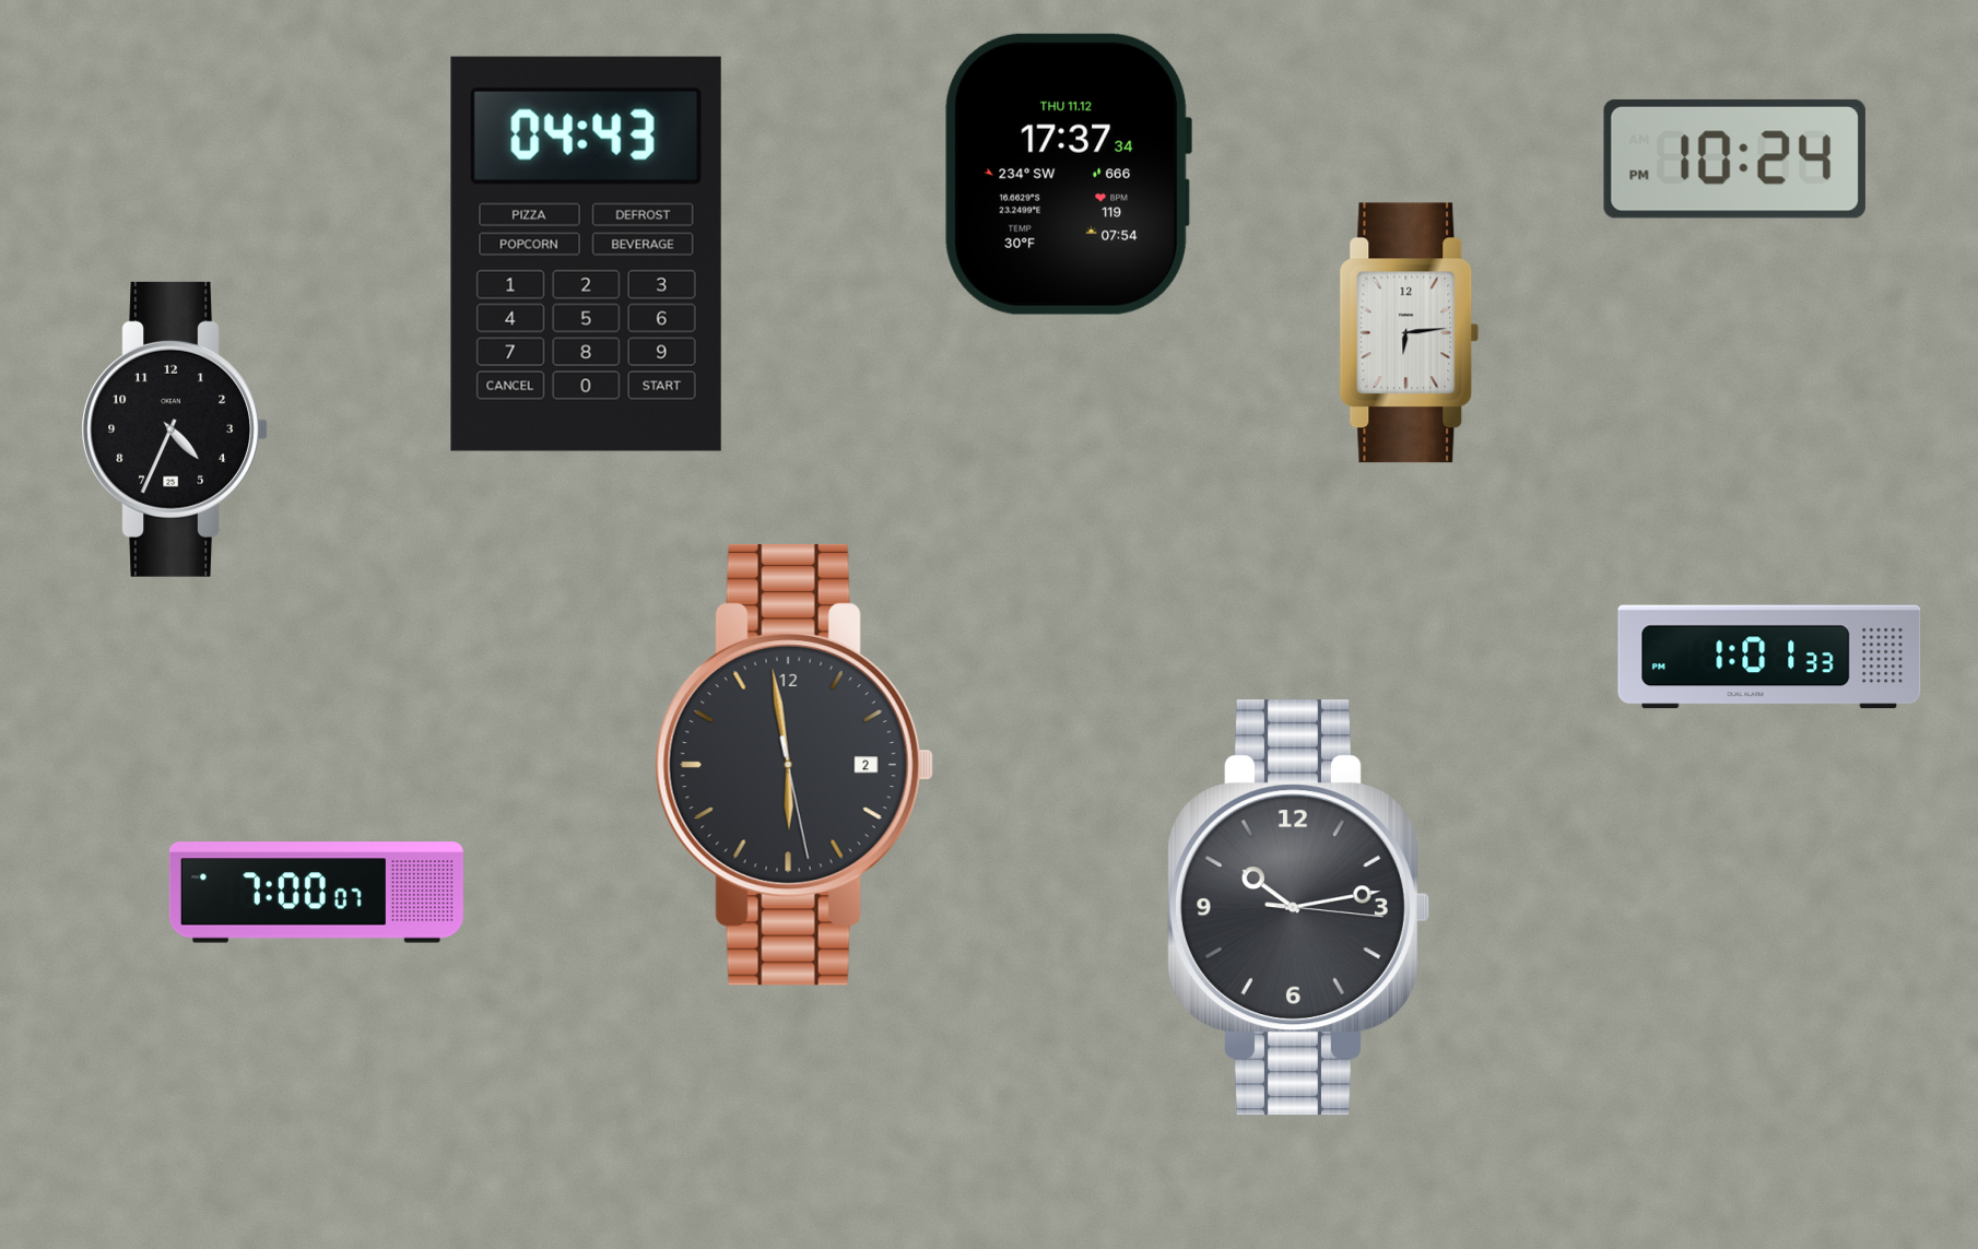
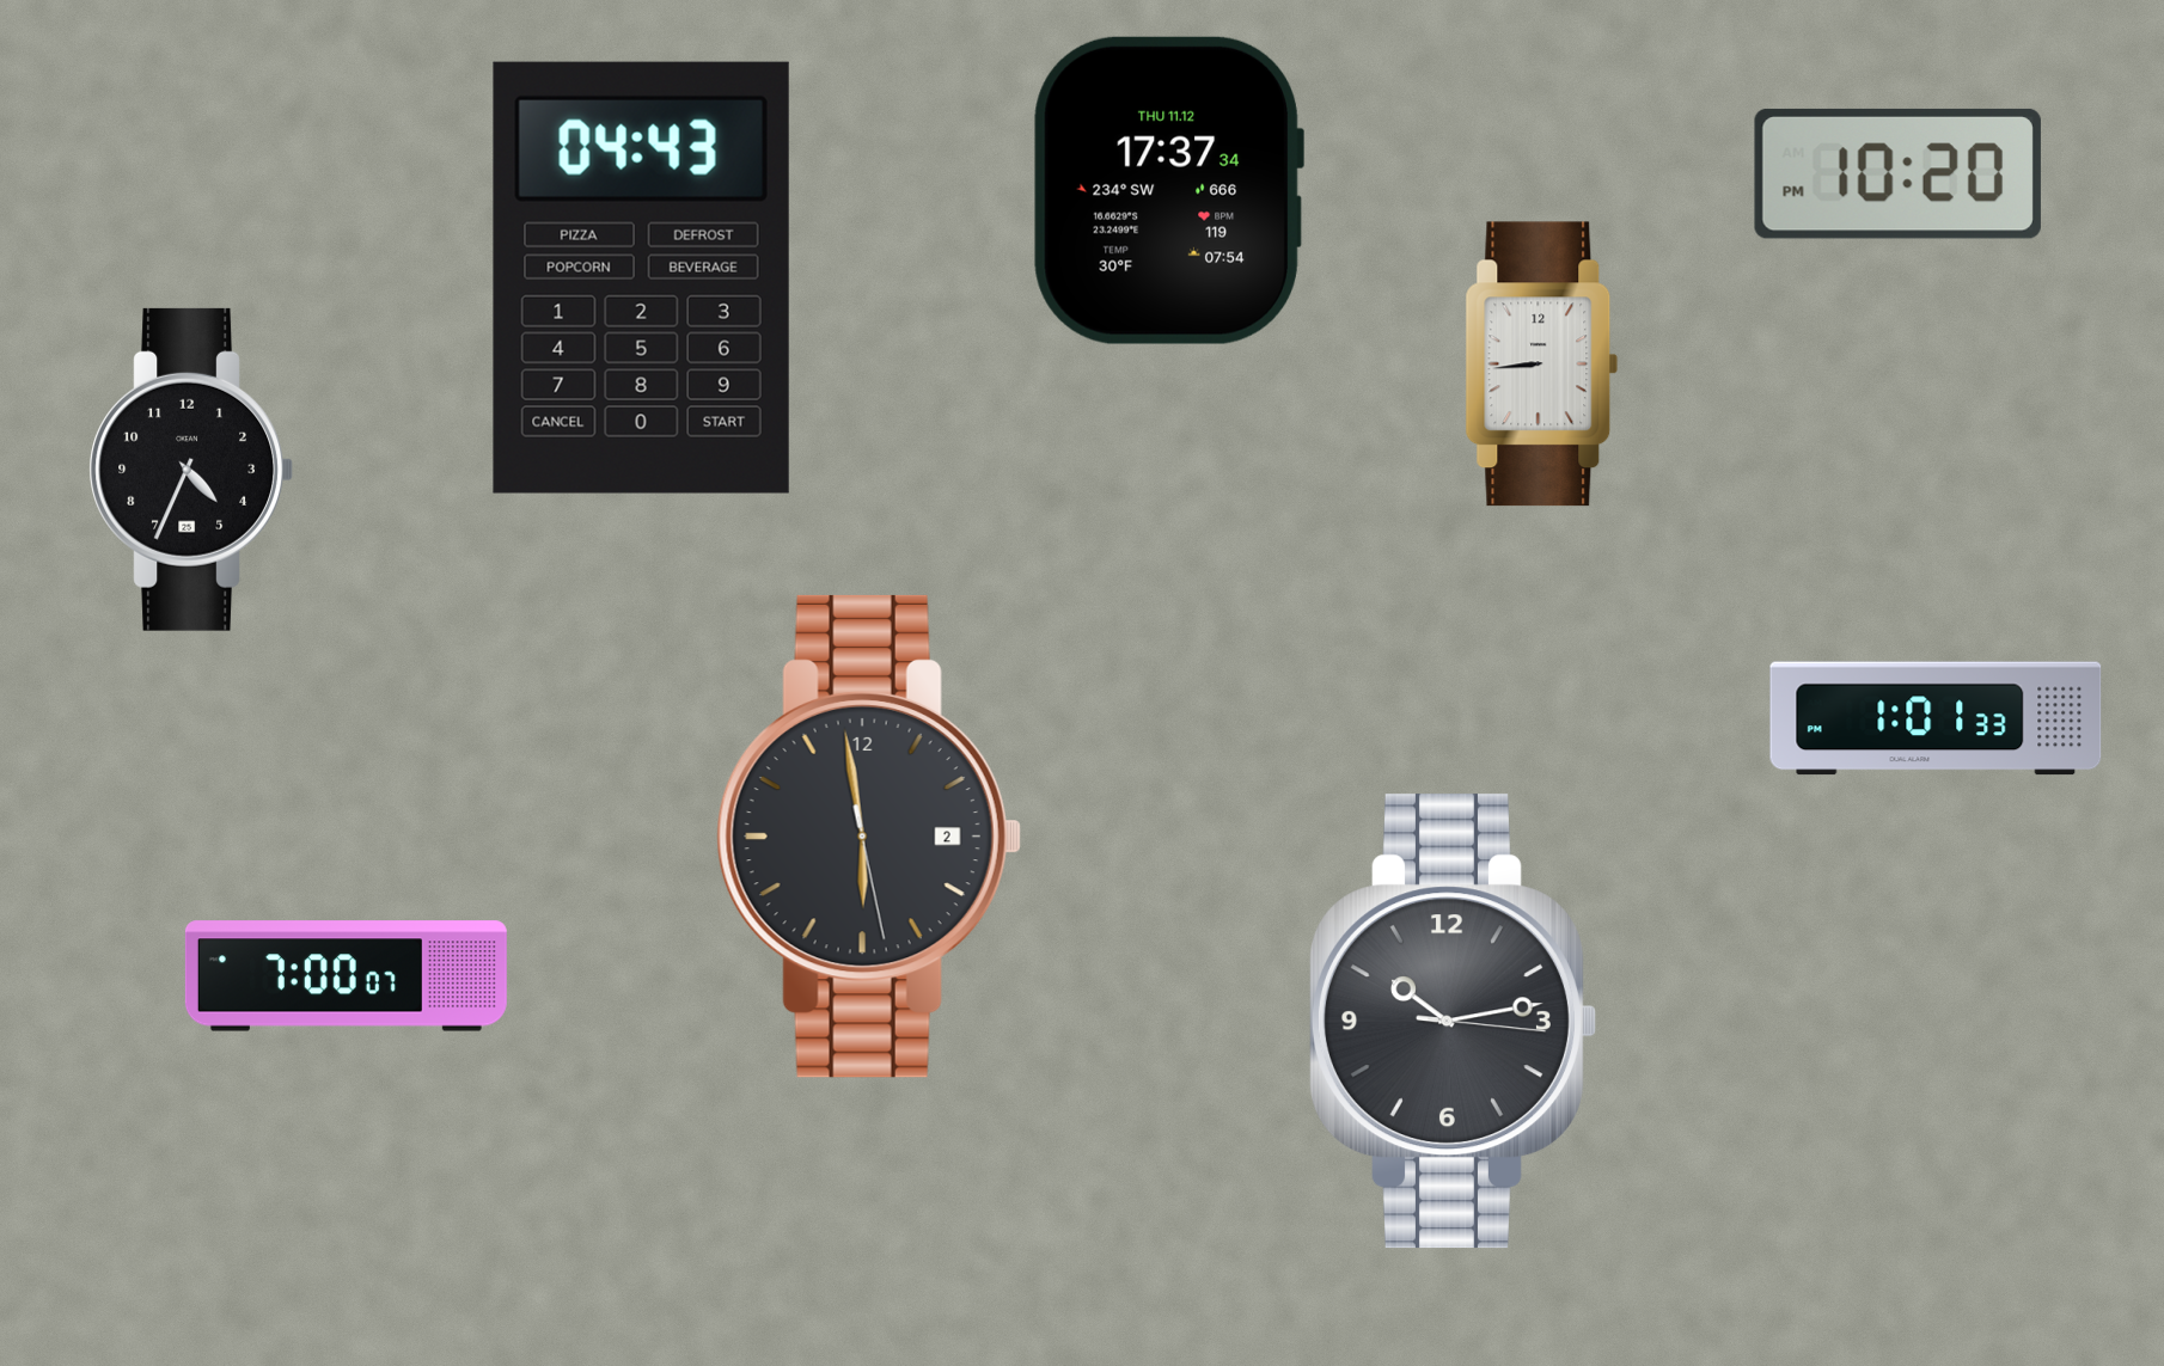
clock at (1734, 158): 10:24 -> 10:20
clock at (1410, 333): 6:14 -> 8:44
clock at (1298, 908) position: (1298, 908) -> (1453, 1022)
